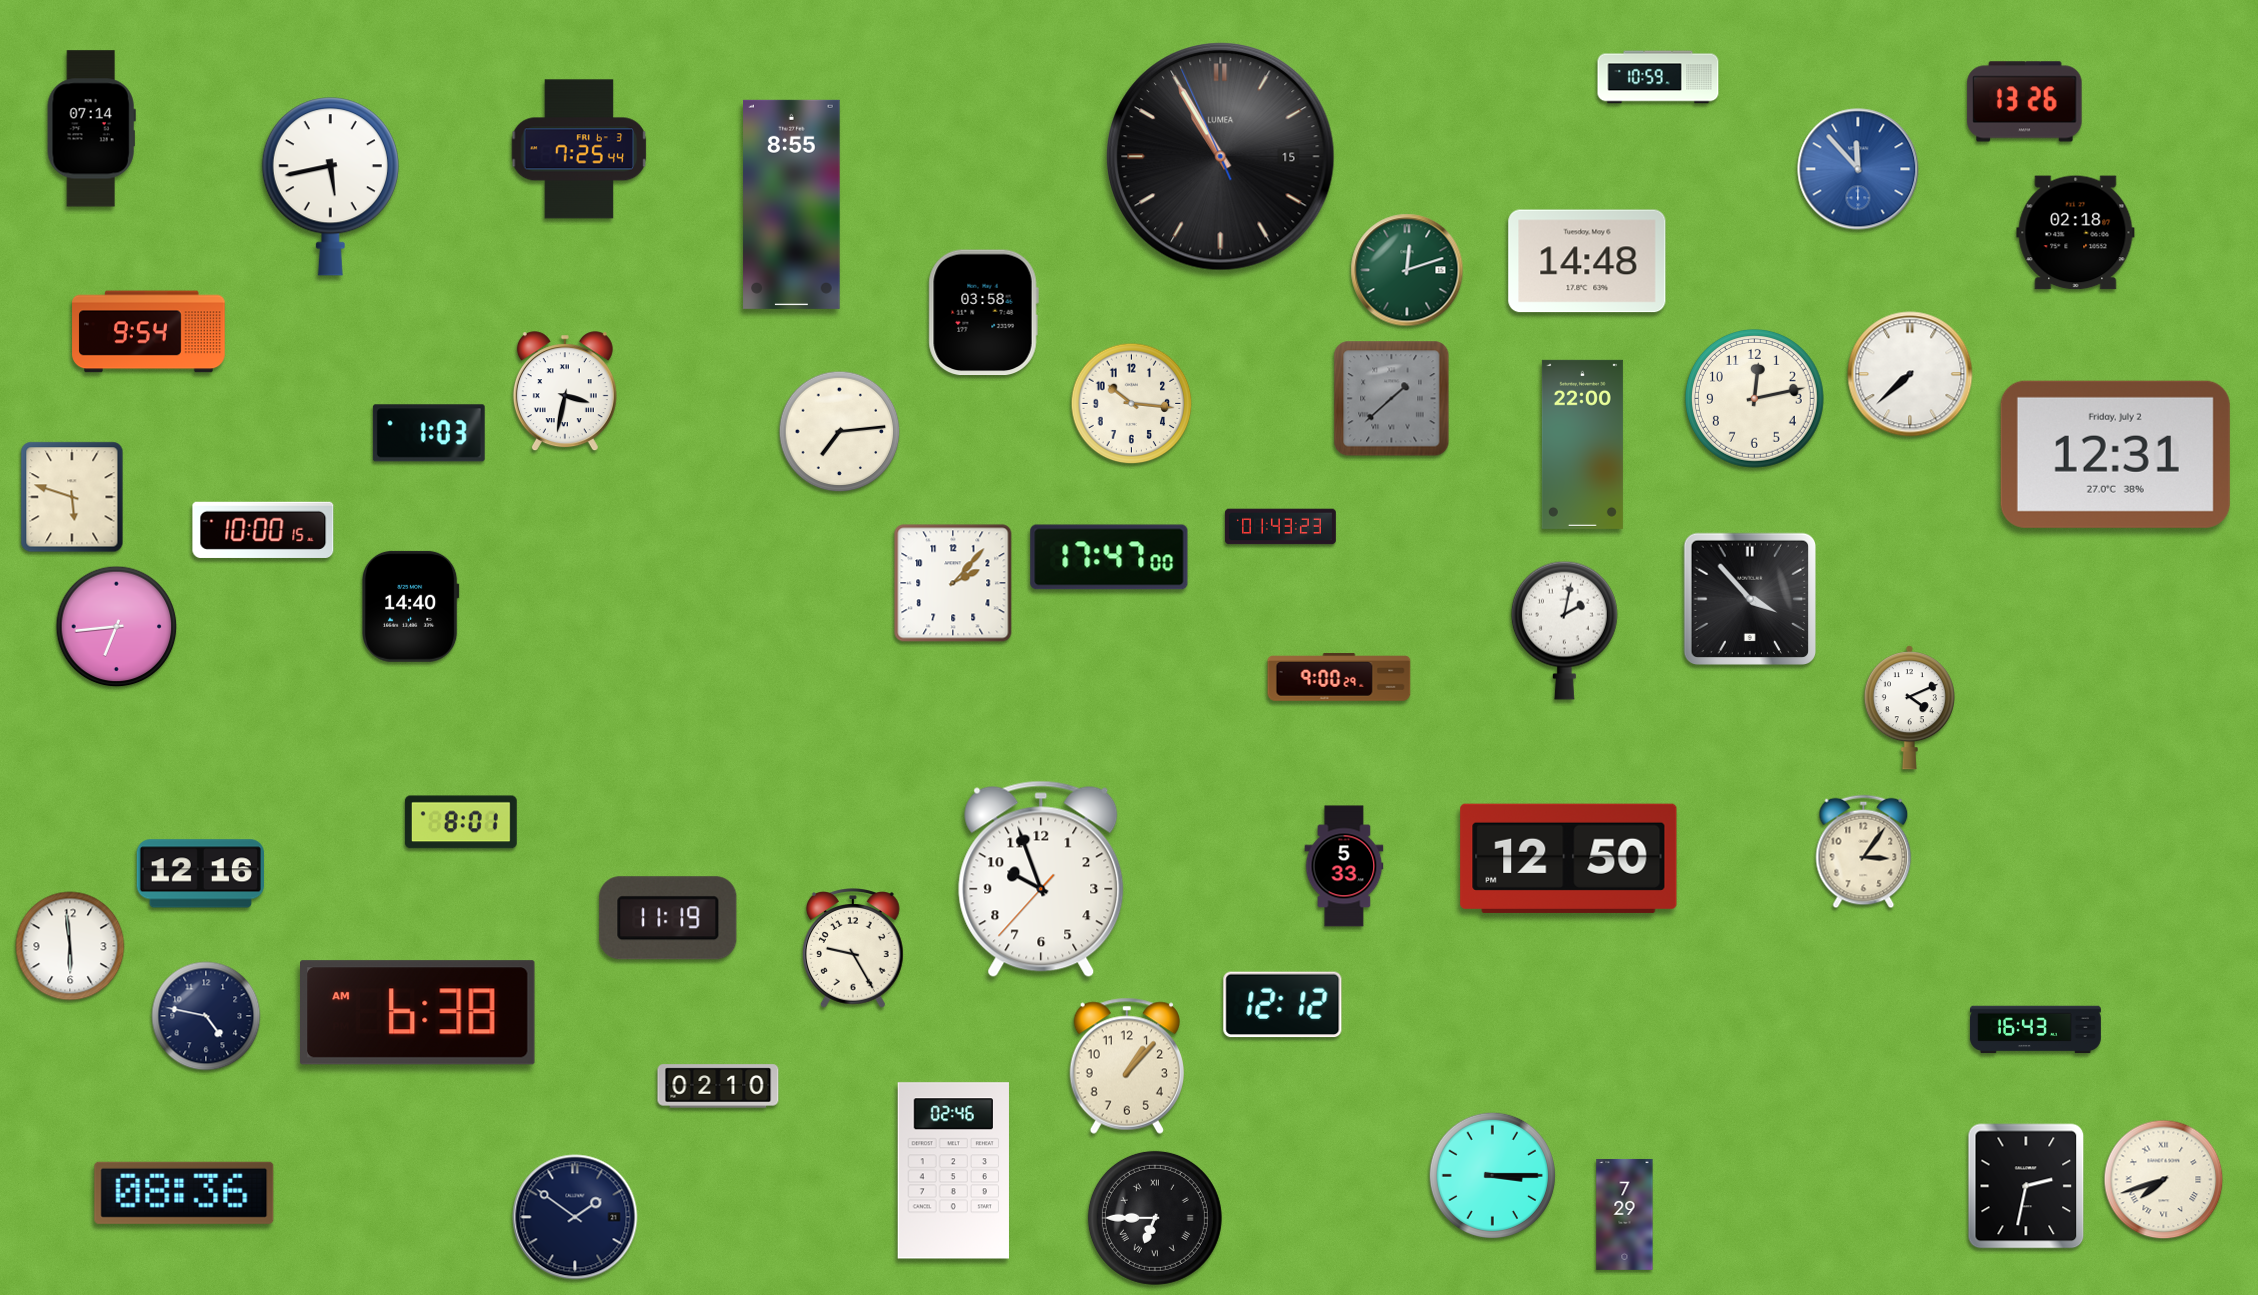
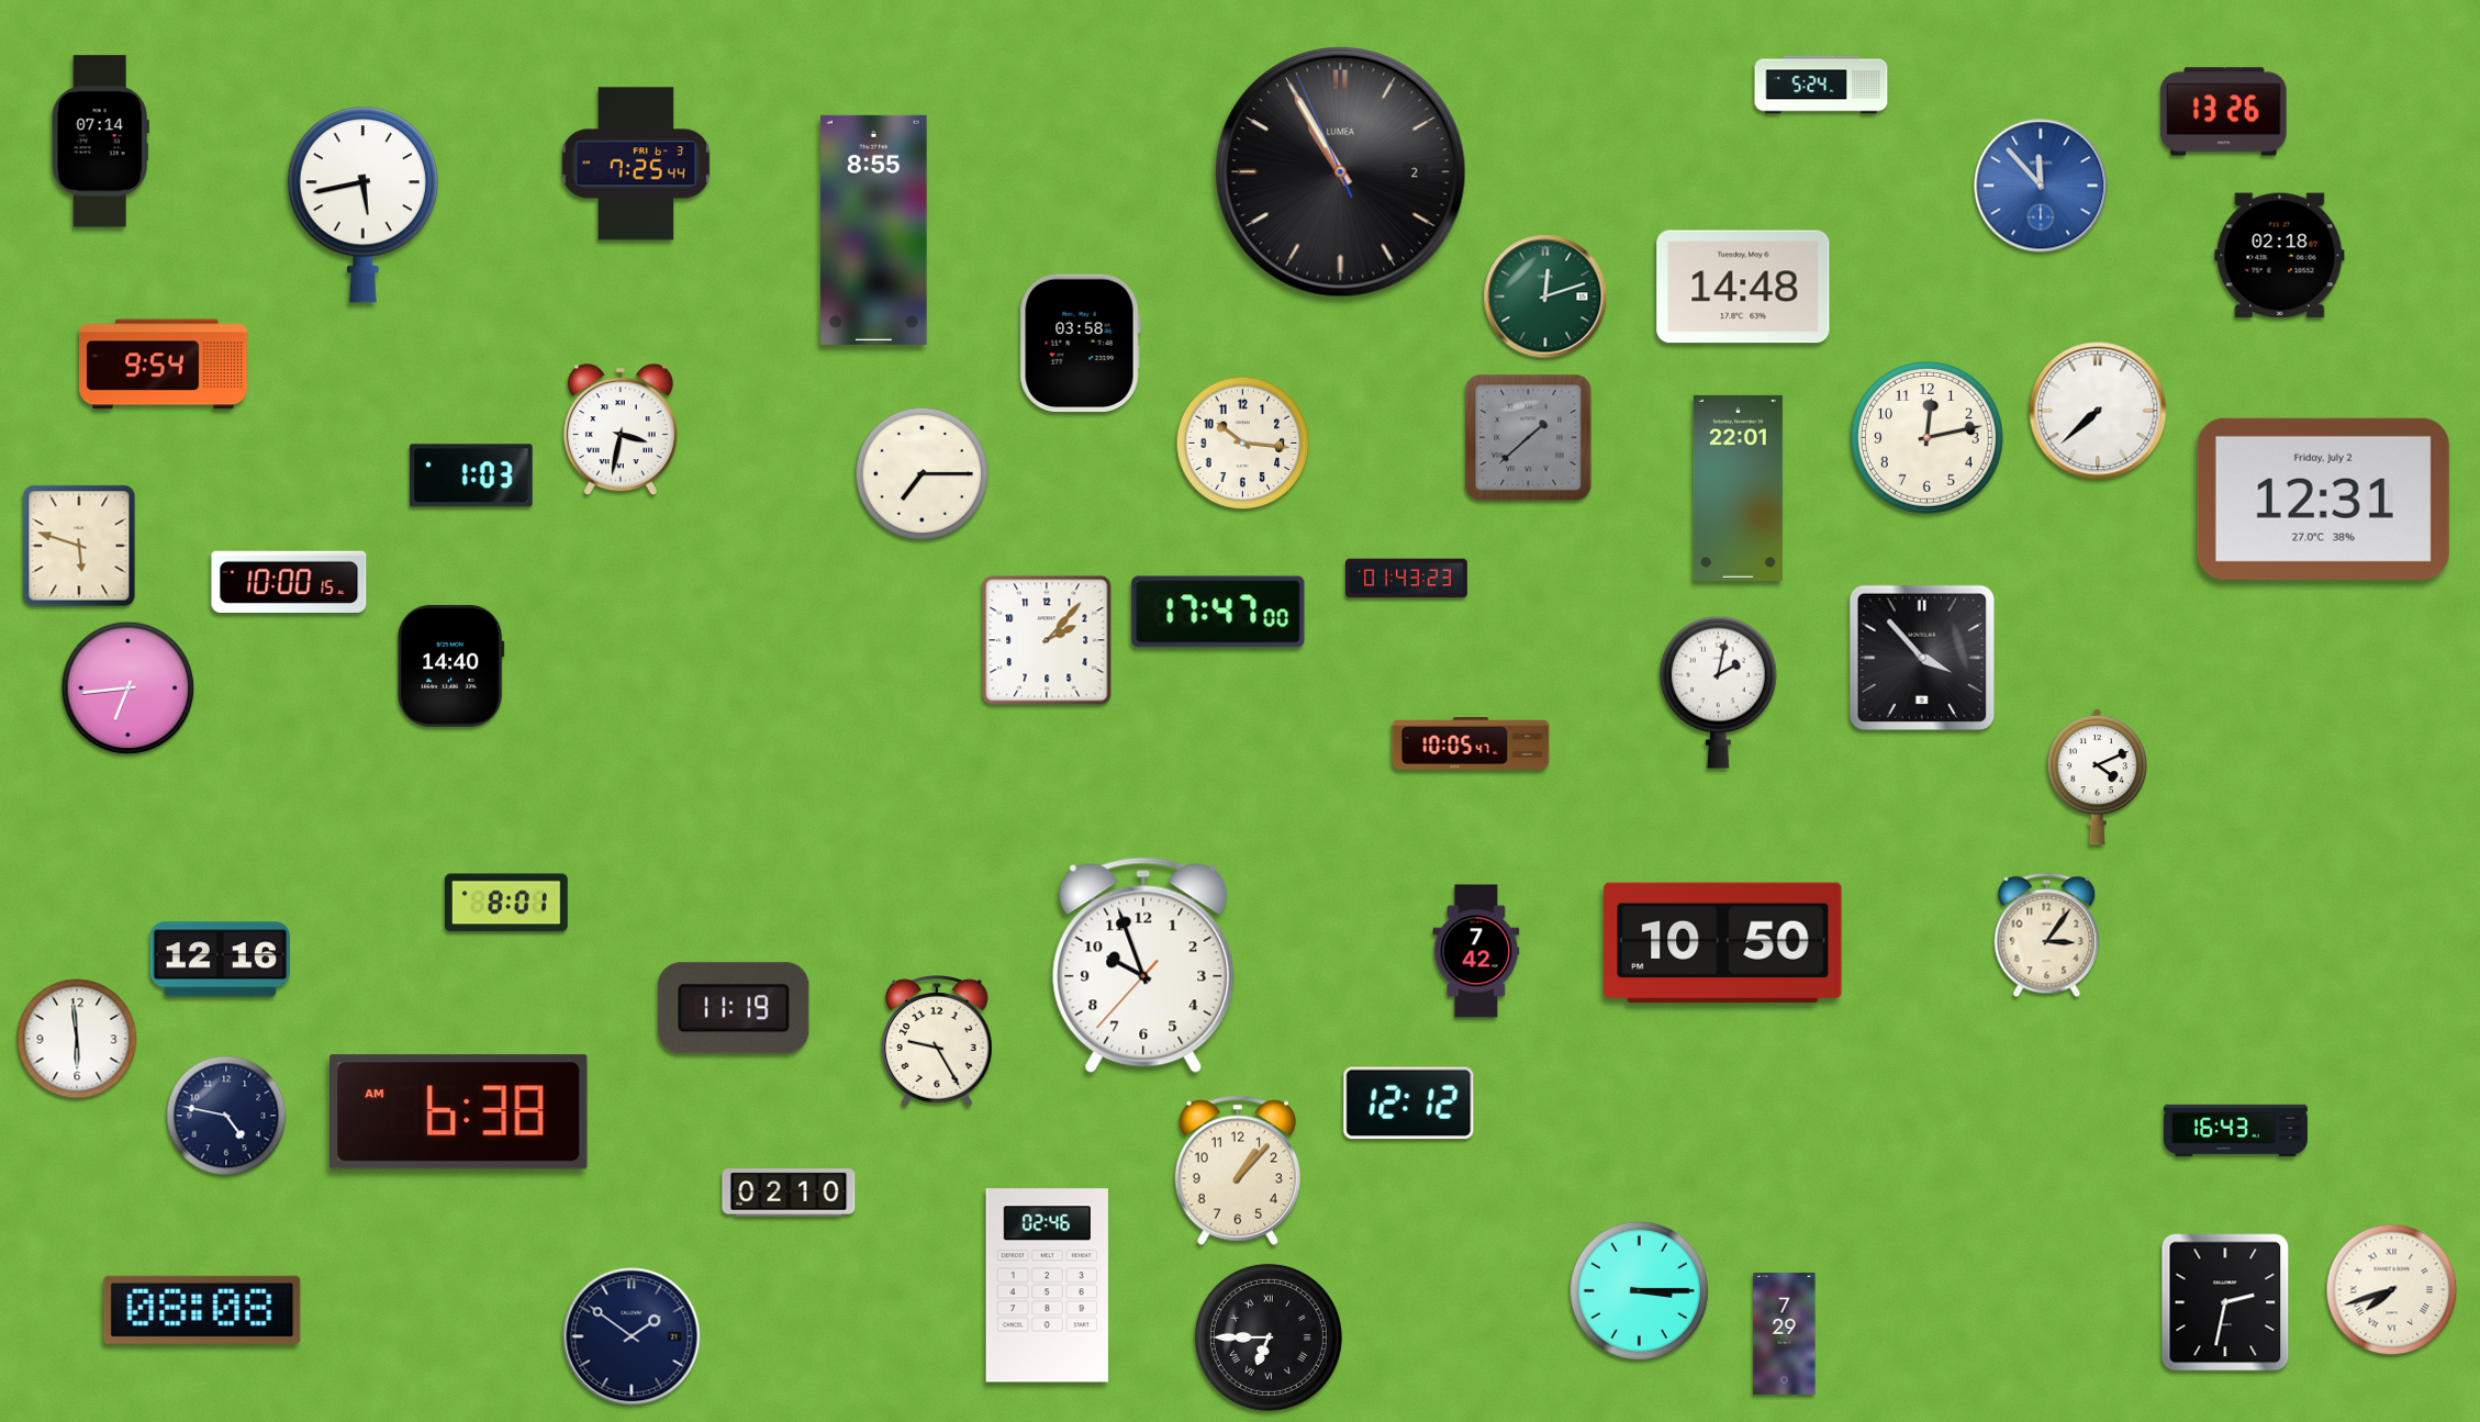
clock at (1658, 77): 10:59 -> 5:24
clock at (1221, 157) date: 15 -> 2
clock at (792, 204) position: (792, 204) -> (874, 229)
clock at (840, 432): 7:14 -> 7:15
clock at (1582, 444): 22:00 -> 22:01
clock at (1339, 677): 9:00 -> 10:05
clock at (1569, 858): 12:50 -> 10:50
clock at (1344, 866): 5:33 -> 7:42
clock at (2164, 1180) position: (2164, 1180) -> (2392, 1290)
clock at (184, 1193): 08:36 -> 08:08
